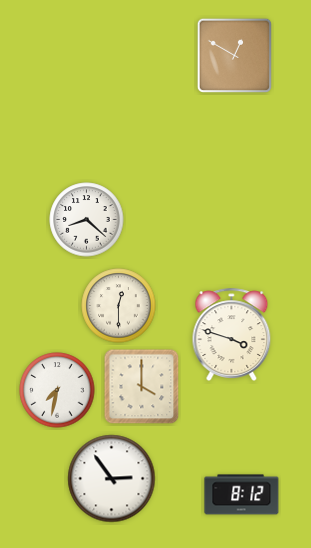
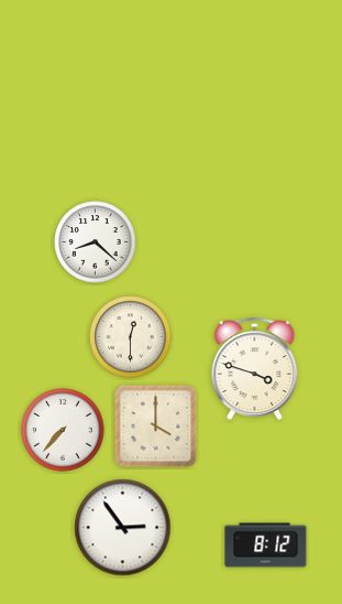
clock at (234, 55): 12:50 -> none
clock at (57, 390): 7:32 -> 7:37
